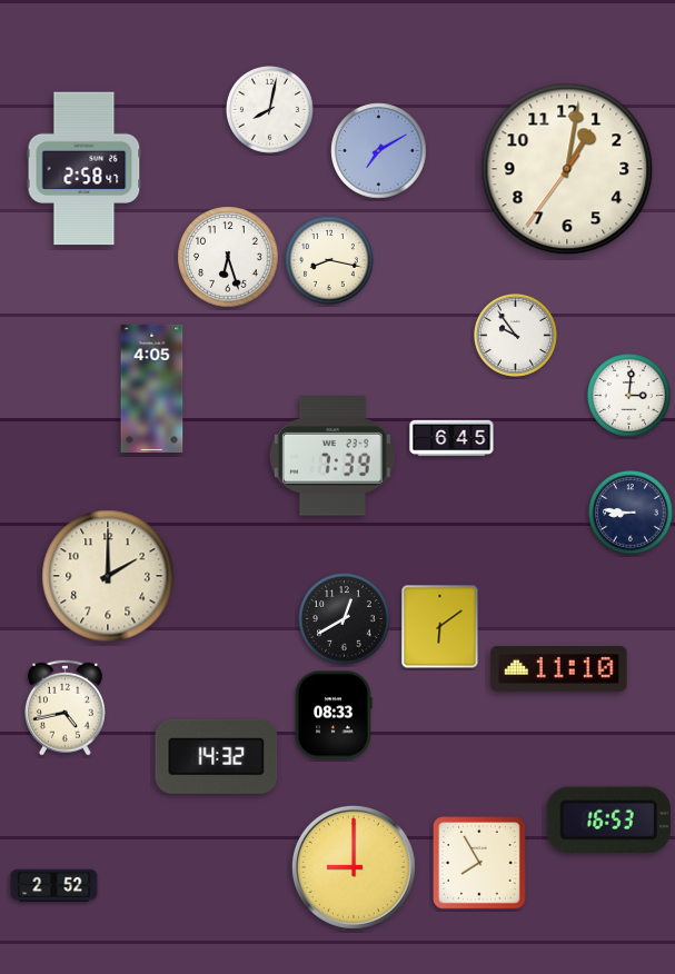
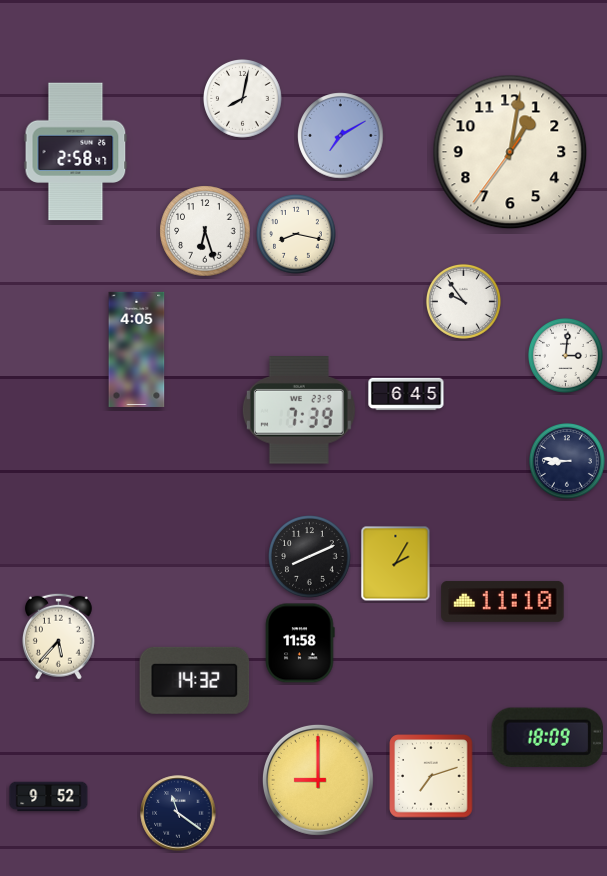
clock at (108, 576): 2:00 -> none
clock at (345, 619): 12:40 -> 8:11
clock at (440, 627): 6:09 -> 2:05
clock at (64, 707): 4:43 -> 5:37
clock at (334, 715): 08:33 -> 11:58
clock at (608, 819): 16:53 -> 18:09
clock at (479, 863): 7:55 -> 7:12
clock at (54, 886): 2:52 -> 9:52
clock at (178, 813): none -> 11:21
